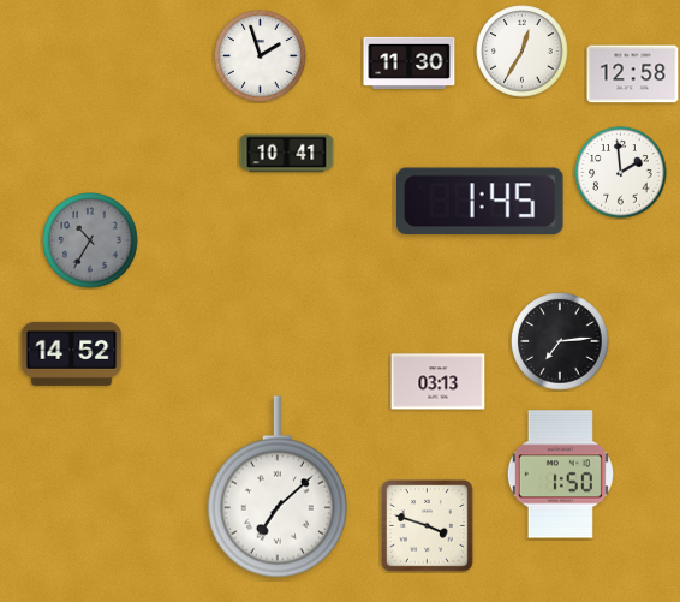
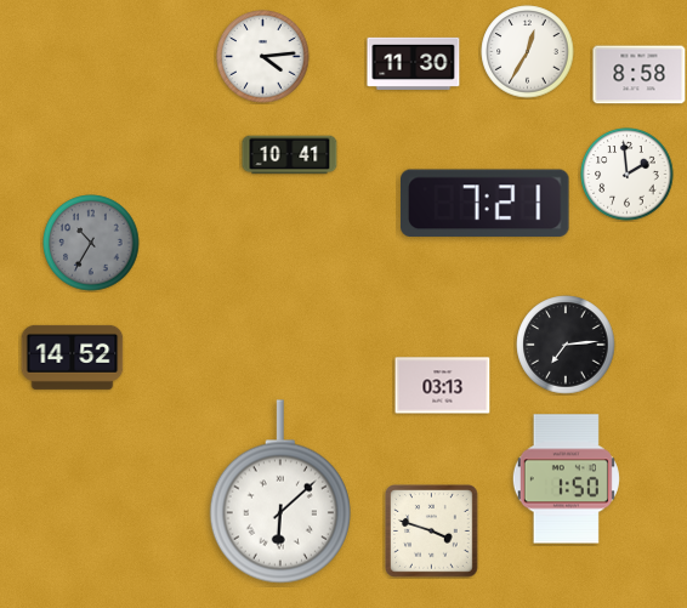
clock at (261, 56): 1:57 -> 4:14
clock at (633, 74): 12:58 -> 8:58
clock at (481, 202): 1:45 -> 7:21
clock at (278, 487): 7:08 -> 6:08
